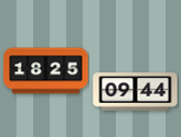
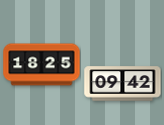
clock at (136, 92): 09:44 -> 09:42
